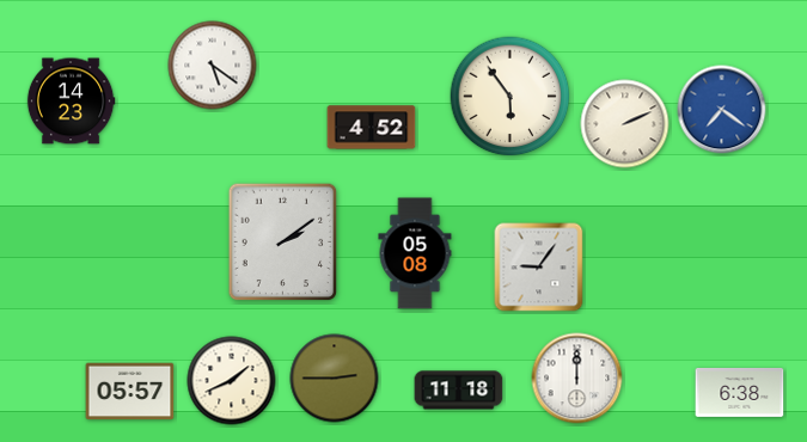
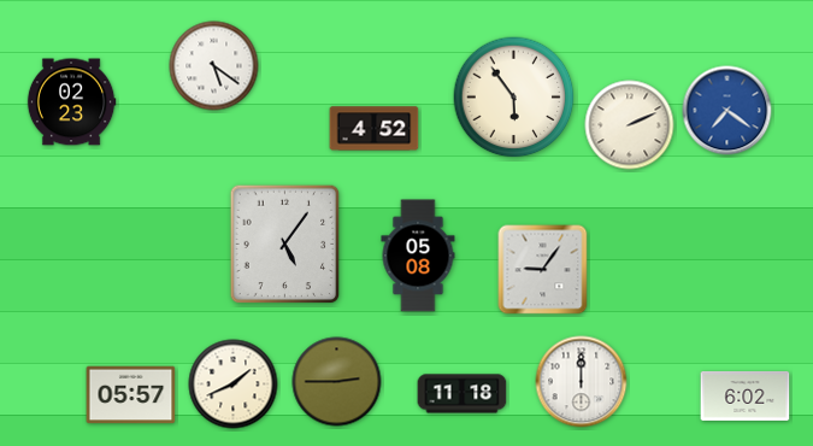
clock at (71, 102): 14:23 -> 02:23
clock at (283, 243): 2:09 -> 5:06
clock at (740, 392): 6:38 -> 6:02
